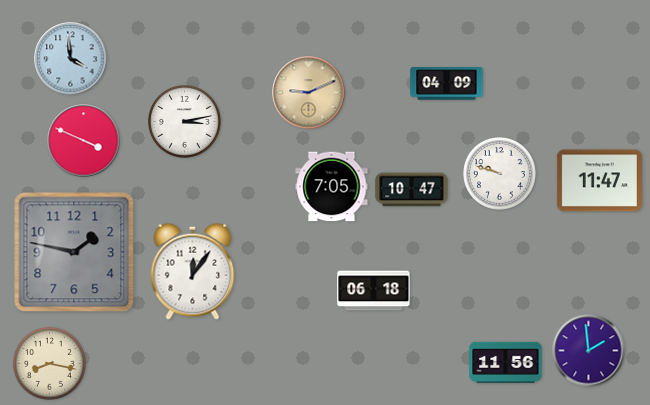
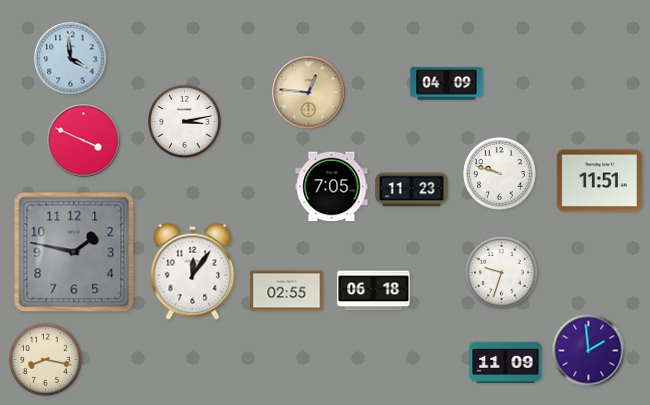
clock at (309, 93): 9:11 -> 12:46
clock at (599, 181): 11:47 -> 11:51
clock at (412, 190): 10:47 -> 11:23
clock at (502, 273): none -> 9:33
clock at (287, 291): none -> 02:55
clock at (506, 362): 11:56 -> 11:09
clock at (50, 364) position: (50, 364) -> (46, 360)
